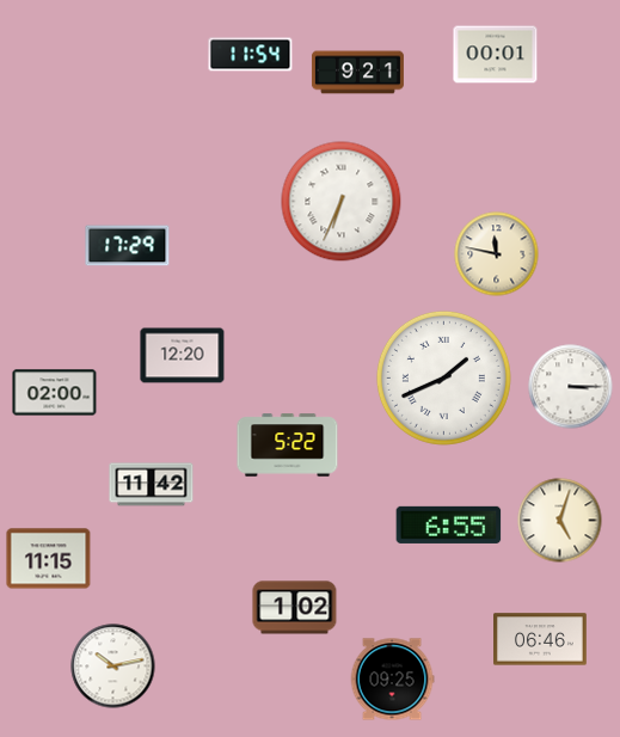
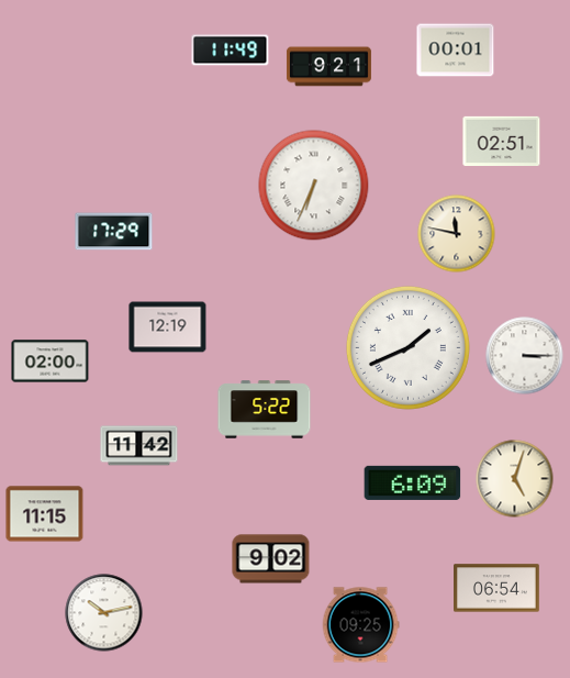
clock at (251, 55): 11:54 -> 11:49
clock at (502, 141): none -> 02:51
clock at (128, 246) position: (128, 246) -> (114, 232)
clock at (183, 356): 12:20 -> 12:19
clock at (449, 524): 6:55 -> 6:09
clock at (295, 608): 1:02 -> 9:02
clock at (541, 639): 06:46 -> 06:54
